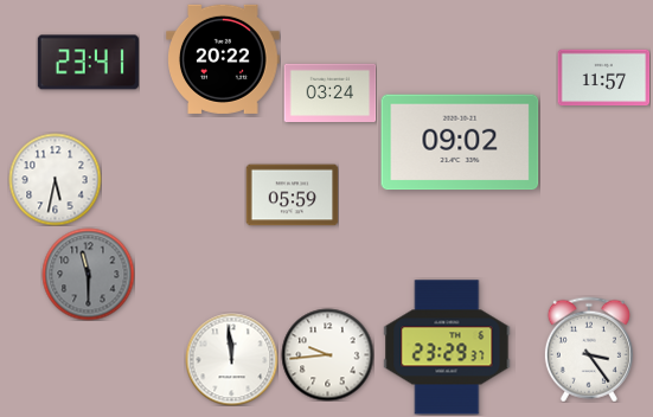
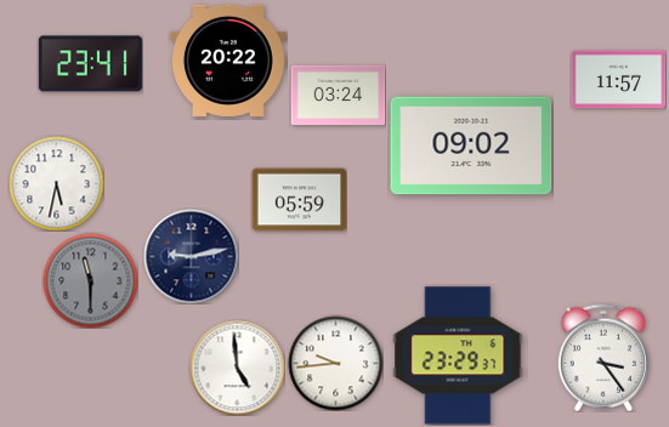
clock at (191, 256): none -> 9:13
clock at (231, 359): 11:59 -> 4:59
